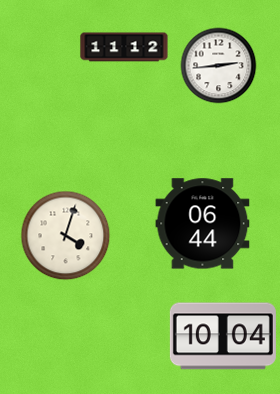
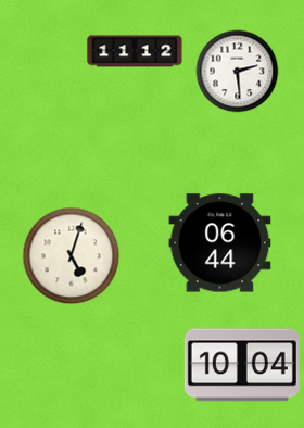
clock at (219, 66): 2:44 -> 2:29
clock at (66, 236): 4:03 -> 5:03
